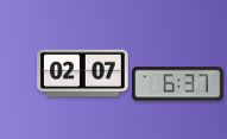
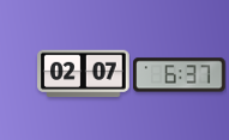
clock at (178, 84) position: (178, 84) -> (180, 75)
